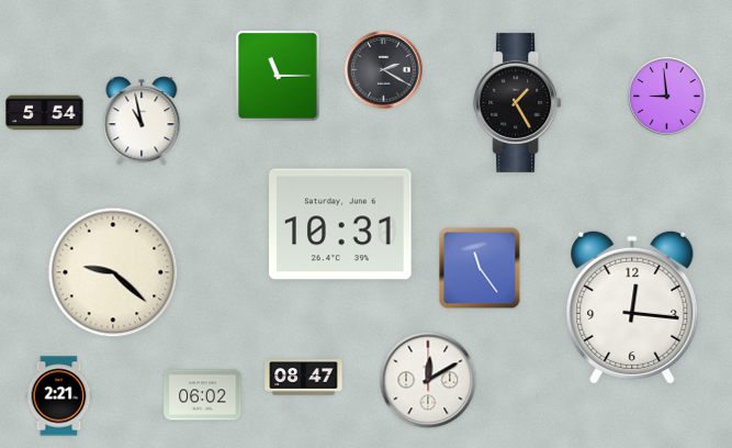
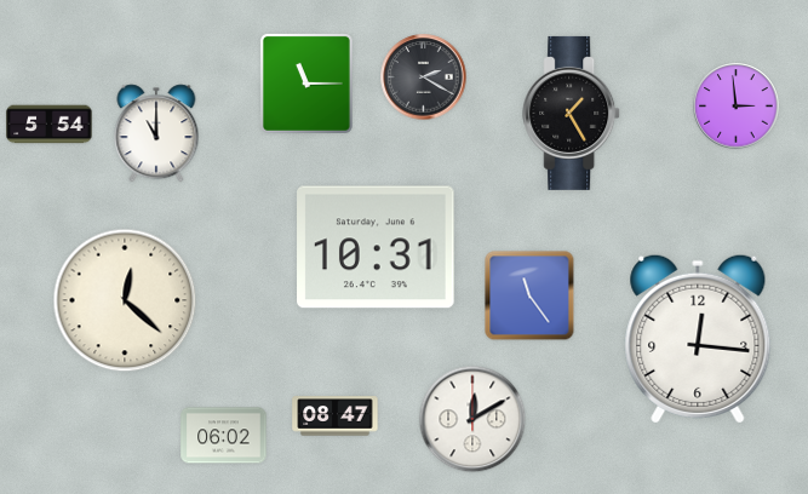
clock at (667, 97): 8:59 -> 2:59
clock at (142, 121): 10:58 -> 11:00
clock at (113, 272): 9:22 -> 12:22
clock at (59, 396): 2:21 -> none
